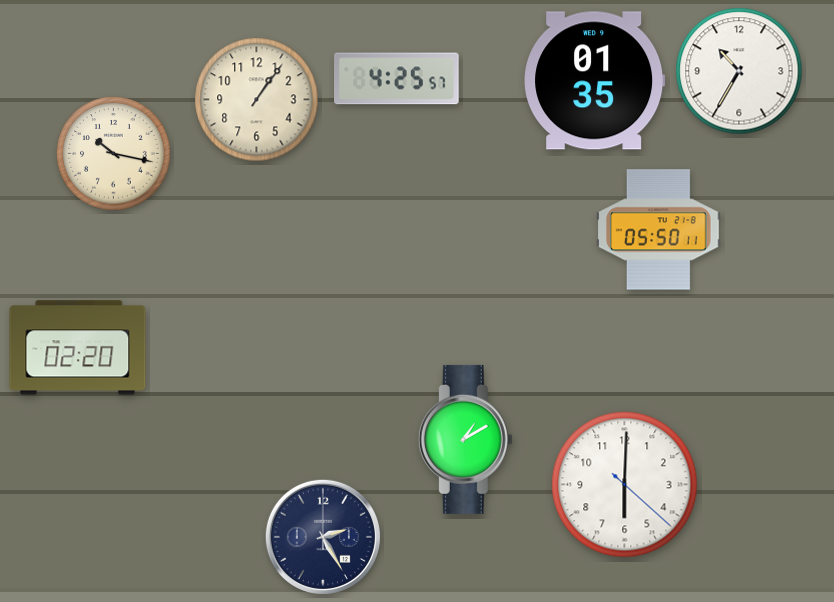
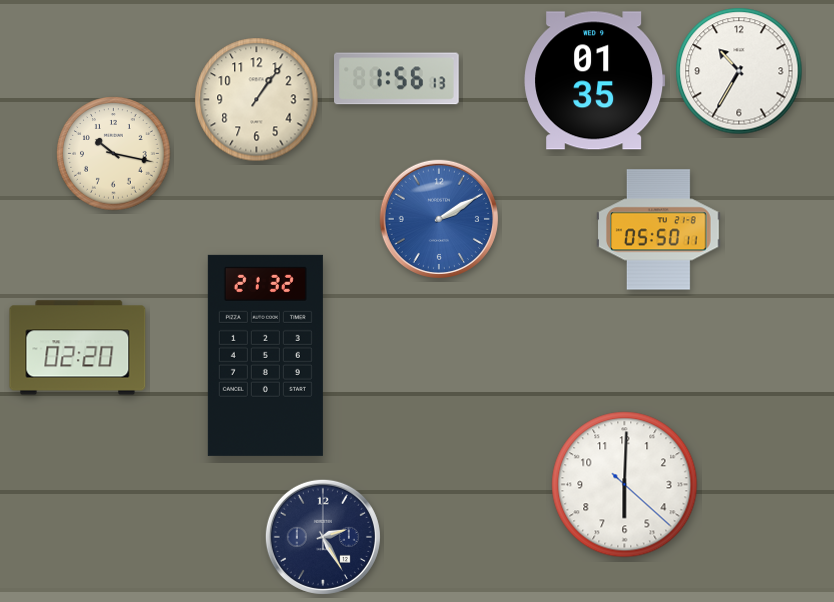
clock at (397, 79): 4:25 -> 1:56
clock at (439, 219): none -> 2:10
clock at (265, 355): none -> 21:32
clock at (465, 439): 1:10 -> none
